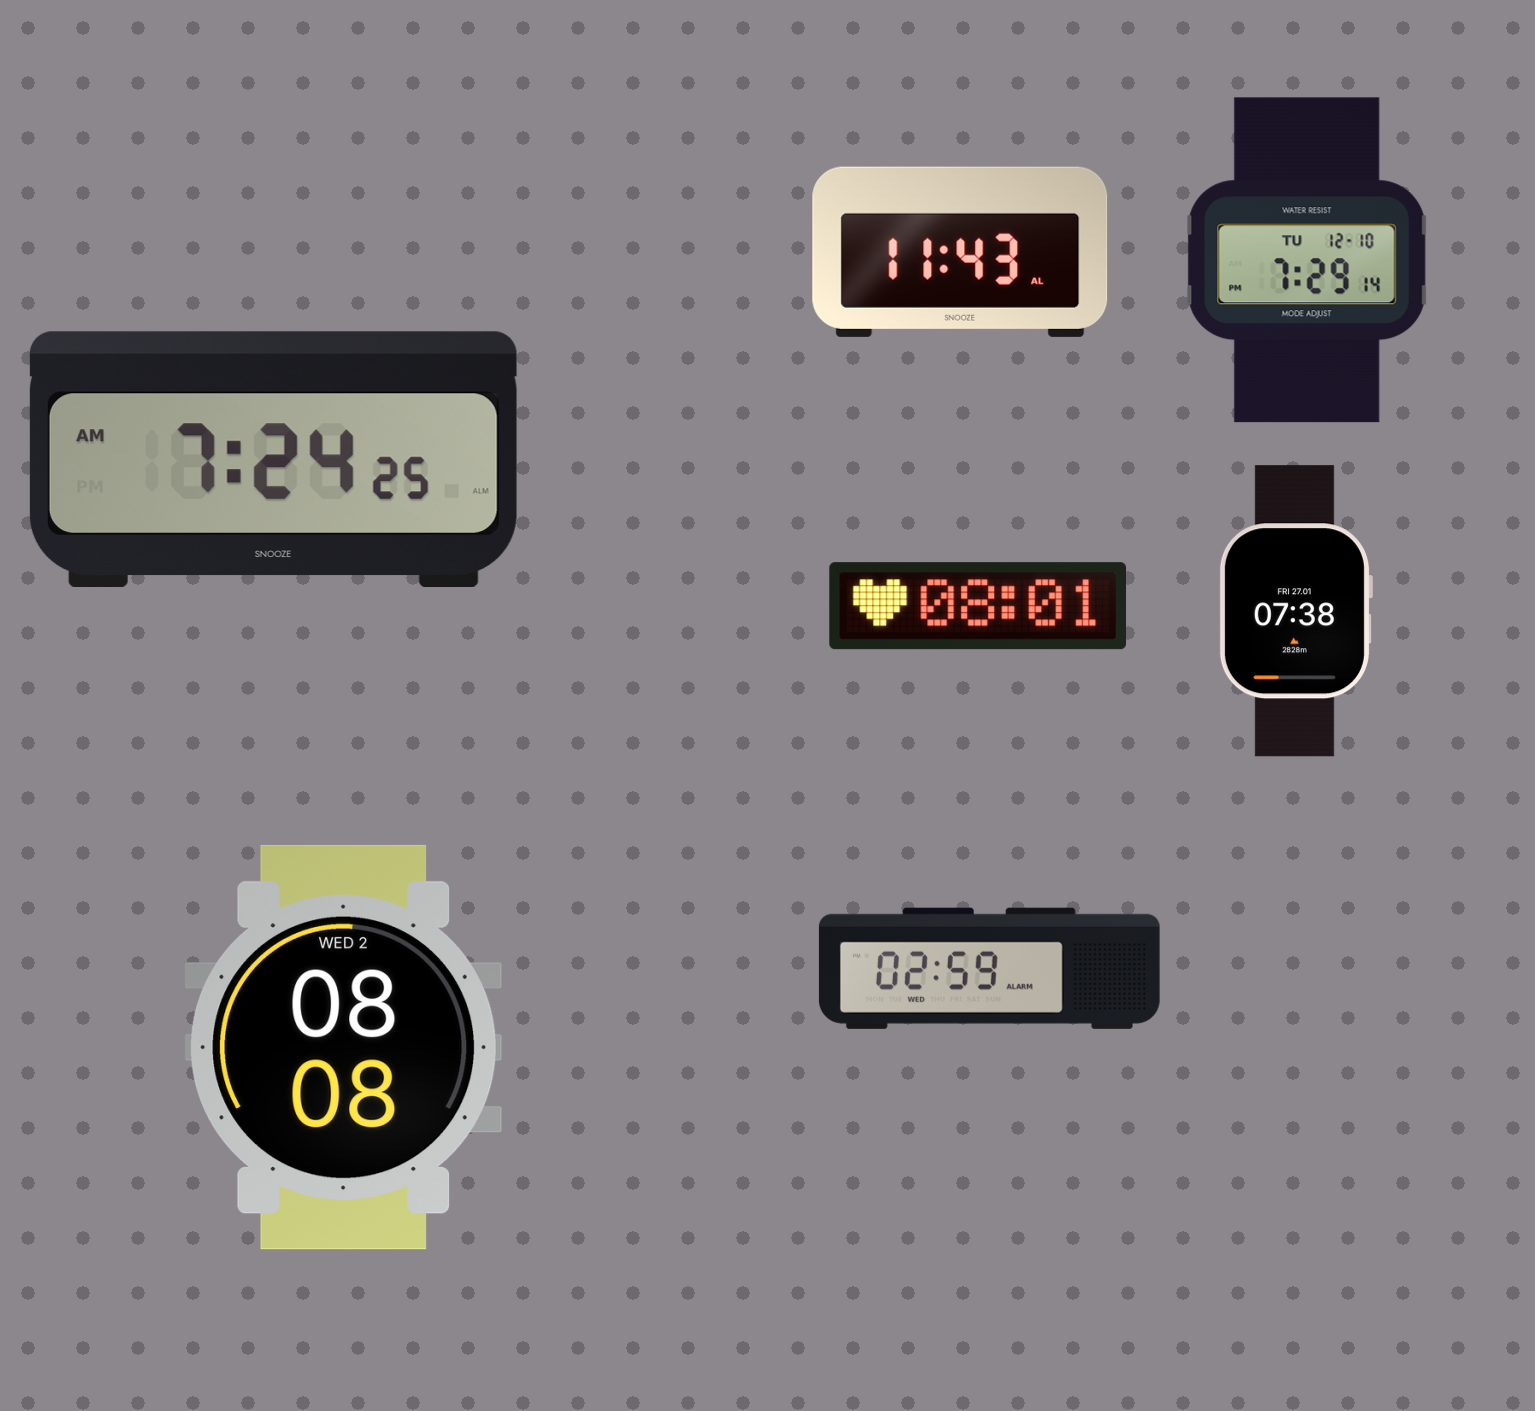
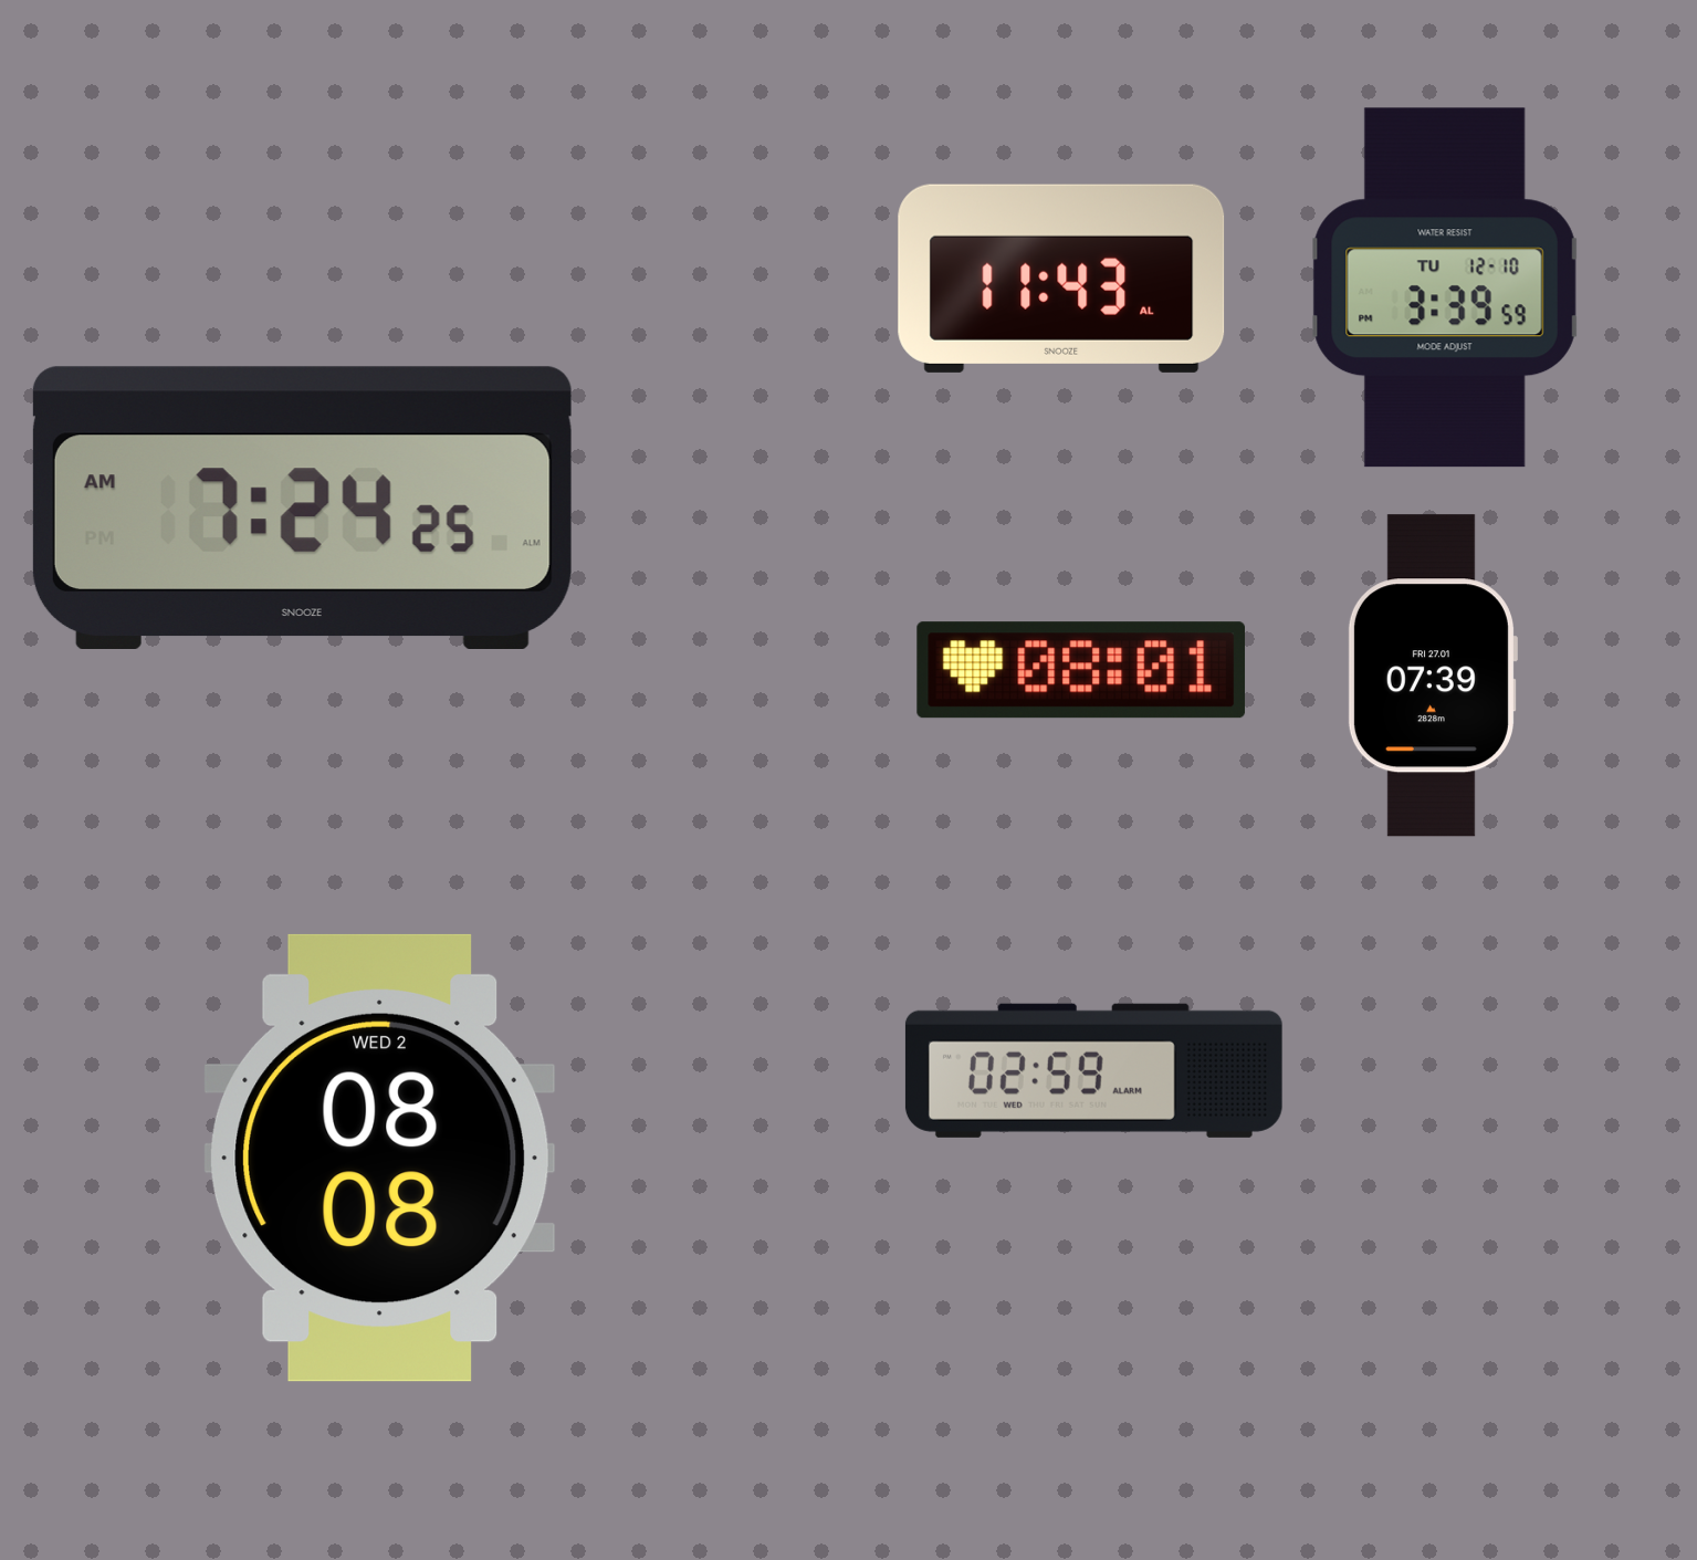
clock at (1307, 260): 7:29 -> 3:39
clock at (1295, 611): 07:38 -> 07:39
